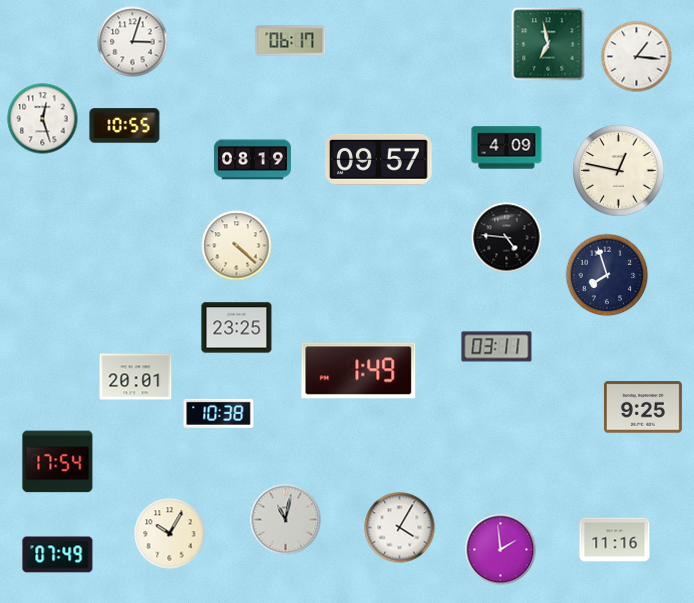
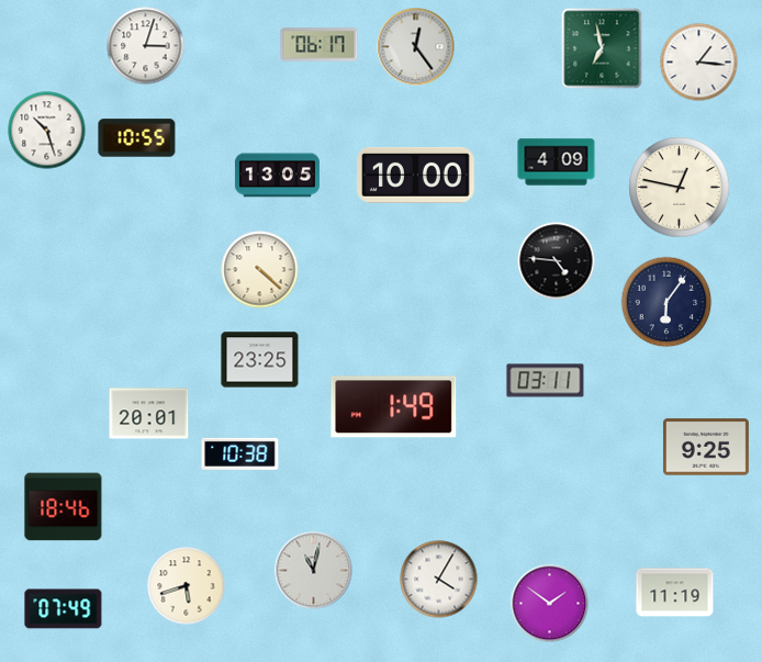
clock at (416, 47): none -> 12:24
clock at (43, 119): 12:27 -> 10:27
clock at (379, 159): 09:57 -> 10:00
clock at (252, 160): 08:19 -> 13:05
clock at (607, 275): 7:57 -> 6:06
clock at (58, 462): 17:54 -> 18:46
clock at (170, 534): 10:05 -> 5:42
clock at (615, 540): 11:16 -> 11:19
clock at (501, 550): 1:59 -> 1:51
